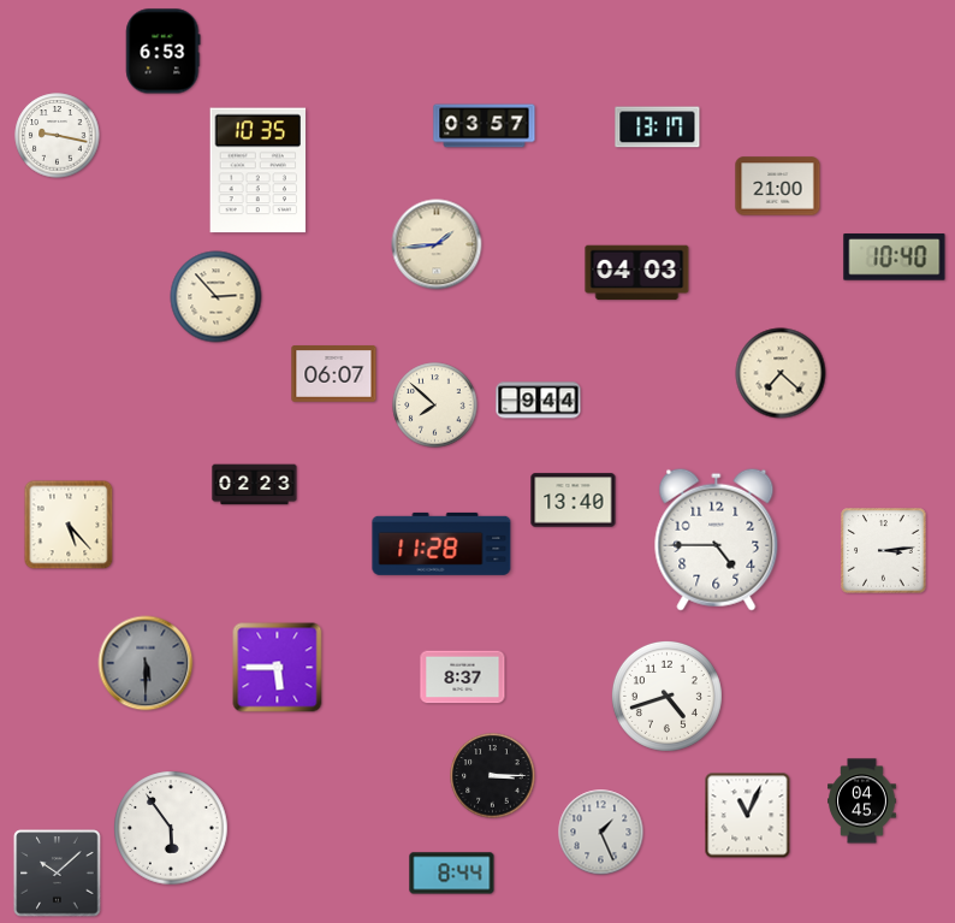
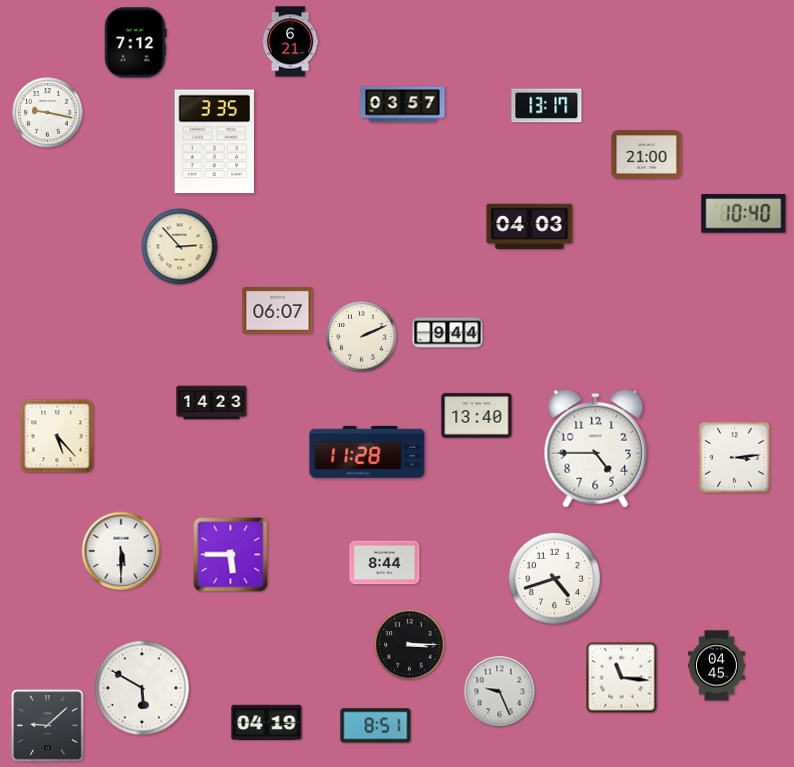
clock at (290, 42): none -> 6:21
clock at (164, 52): 6:53 -> 7:12
clock at (259, 171): 10:35 -> 3:35
clock at (437, 244): 1:44 -> none
clock at (781, 373): 7:22 -> none
clock at (435, 406): 7:52 -> 2:11
clock at (255, 485): 02:23 -> 14:23
clock at (146, 663) dial: grey -> white
clock at (463, 678): 8:37 -> 8:44
clock at (748, 816): 11:04 -> 11:16
clock at (171, 828): 5:54 -> 5:50
clock at (601, 833): 1:26 -> 9:26
clock at (267, 722): none -> 04:19
clock at (58, 874): 10:08 -> 9:08
clock at (452, 874): 8:44 -> 8:51
